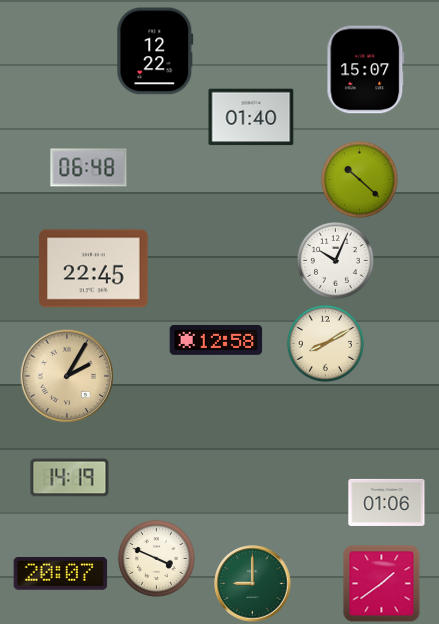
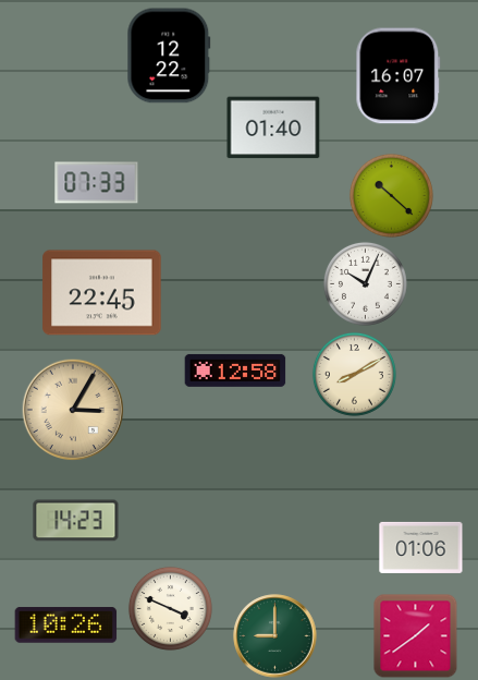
clock at (366, 70): 15:07 -> 16:07
clock at (89, 168): 06:48 -> 07:33
clock at (67, 376): 2:05 -> 3:05
clock at (70, 478): 14:19 -> 14:23
clock at (61, 573): 20:07 -> 10:26
